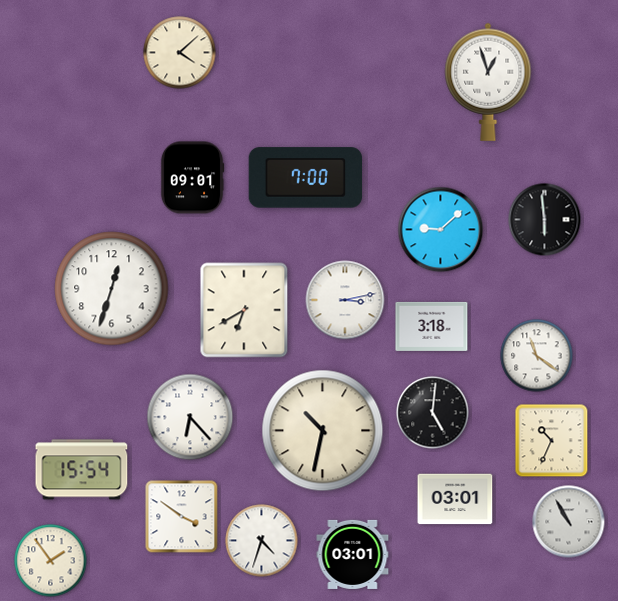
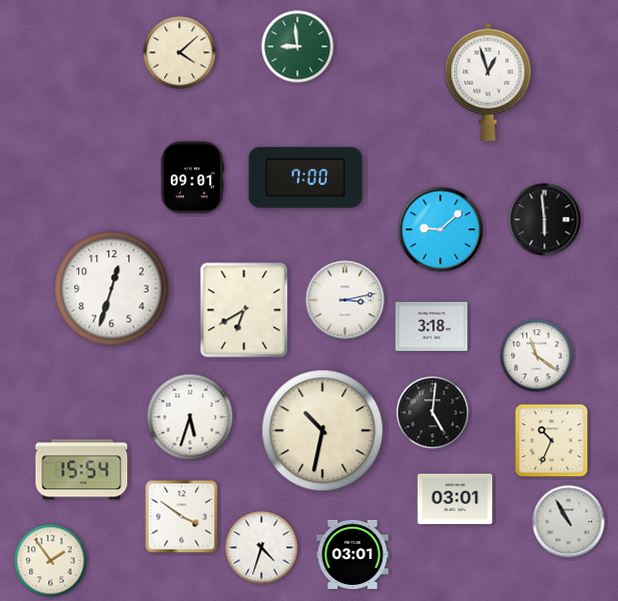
clock at (298, 47): none -> 8:59
clock at (190, 417): 6:23 -> 5:33
clock at (262, 541) position: (262, 541) -> (262, 548)
